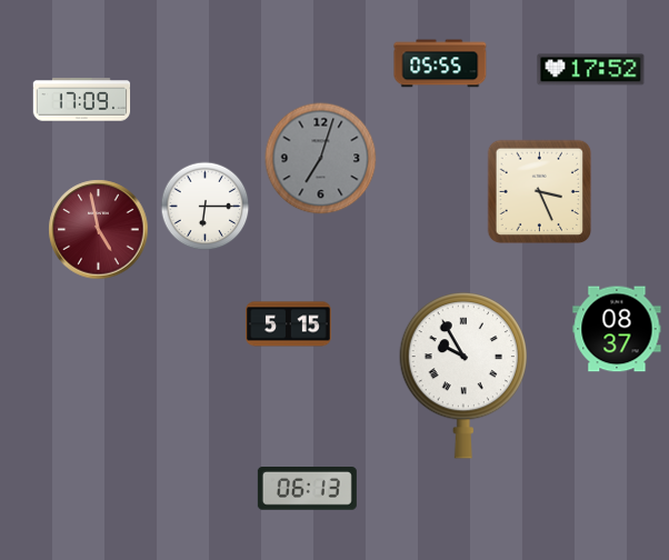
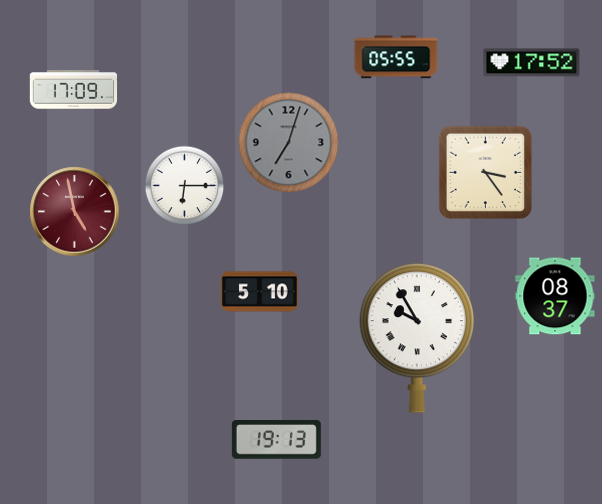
clock at (540, 192): 3:26 -> 3:24
clock at (99, 230) position: (99, 230) -> (75, 212)
clock at (289, 324): 5:15 -> 5:10
clock at (307, 489): 06:13 -> 19:13
